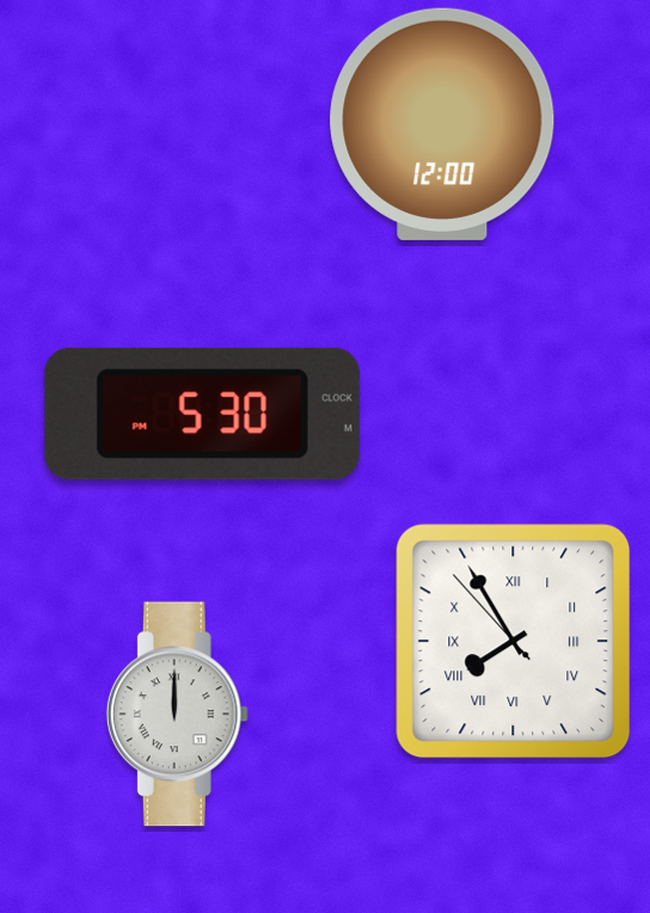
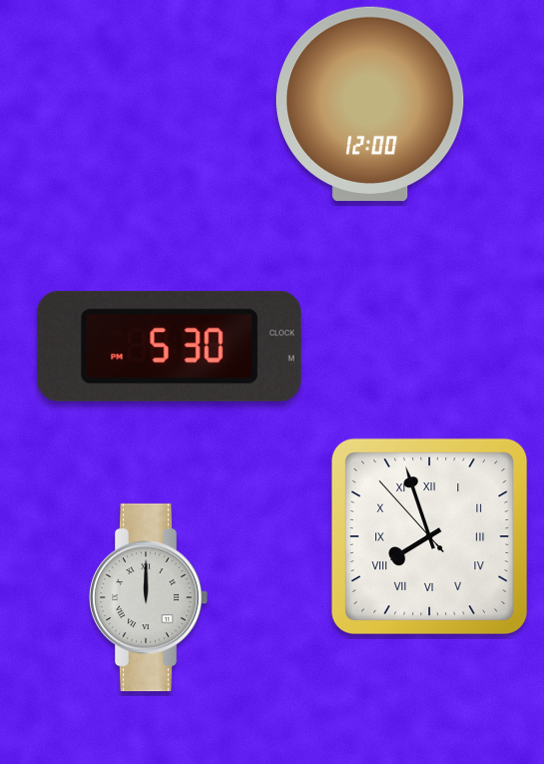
clock at (514, 642): 7:54 -> 7:56
